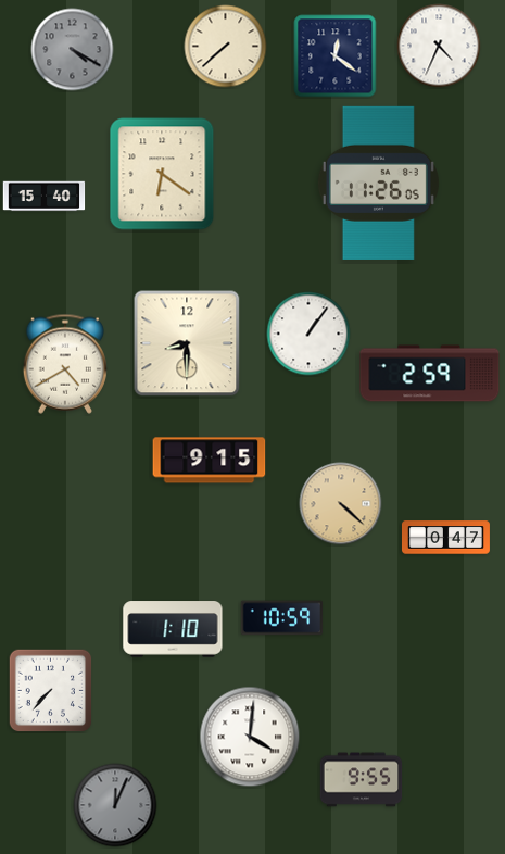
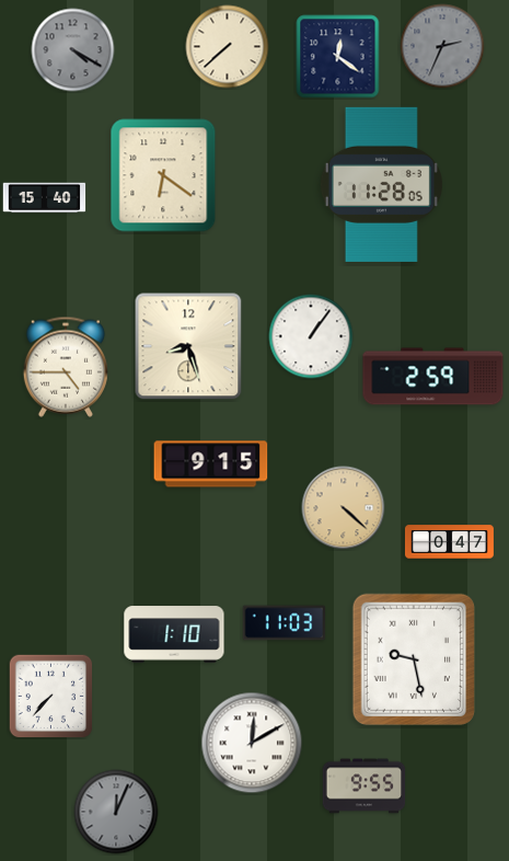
clock at (439, 46): 4:34 -> 2:34
clock at (439, 46) dial: white -> grey
clock at (378, 183): 11:26 -> 11:28
clock at (187, 343): 8:30 -> 8:27
clock at (65, 364): 4:40 -> 4:45
clock at (282, 618): 10:59 -> 11:03
clock at (413, 658): none -> 9:28
clock at (250, 737): 4:01 -> 12:10
